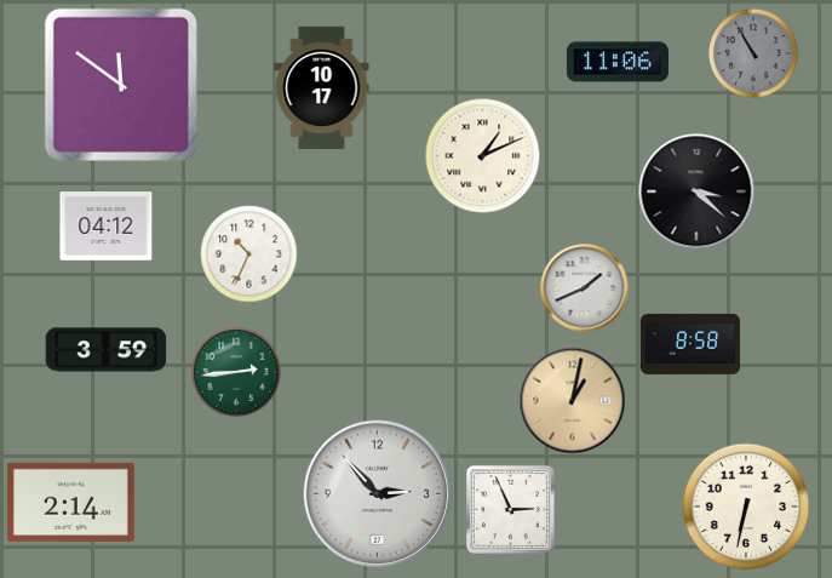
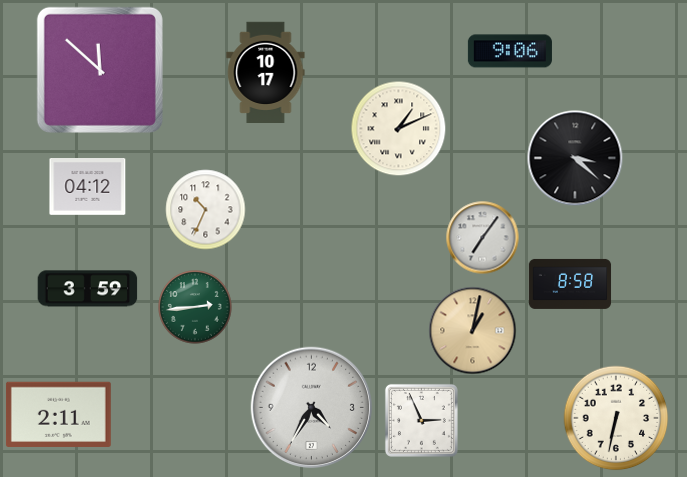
clock at (753, 53): 10:55 -> none
clock at (618, 62): 11:06 -> 9:06
clock at (121, 85): 11:51 -> 11:52
clock at (585, 288): 1:41 -> 7:06
clock at (378, 494): 2:53 -> 4:35
clock at (70, 502): 2:14 -> 2:11
